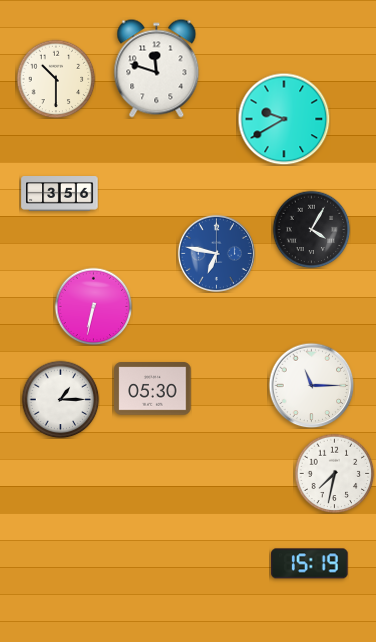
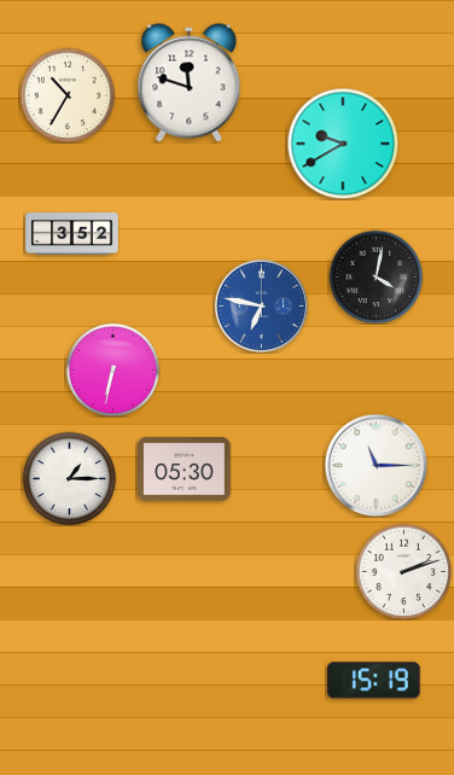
clock at (56, 79): 10:30 -> 10:35
clock at (60, 194): 3:56 -> 3:52
clock at (311, 229): 4:05 -> 4:02
clock at (60, 399) position: (60, 399) -> (69, 478)
clock at (334, 473): 7:32 -> 2:12
